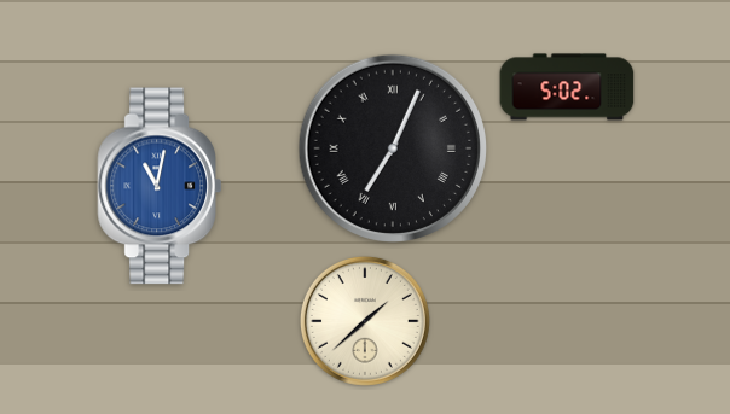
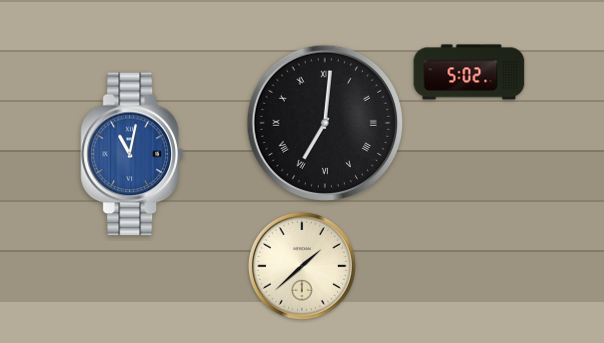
clock at (393, 148): 7:04 -> 7:01
